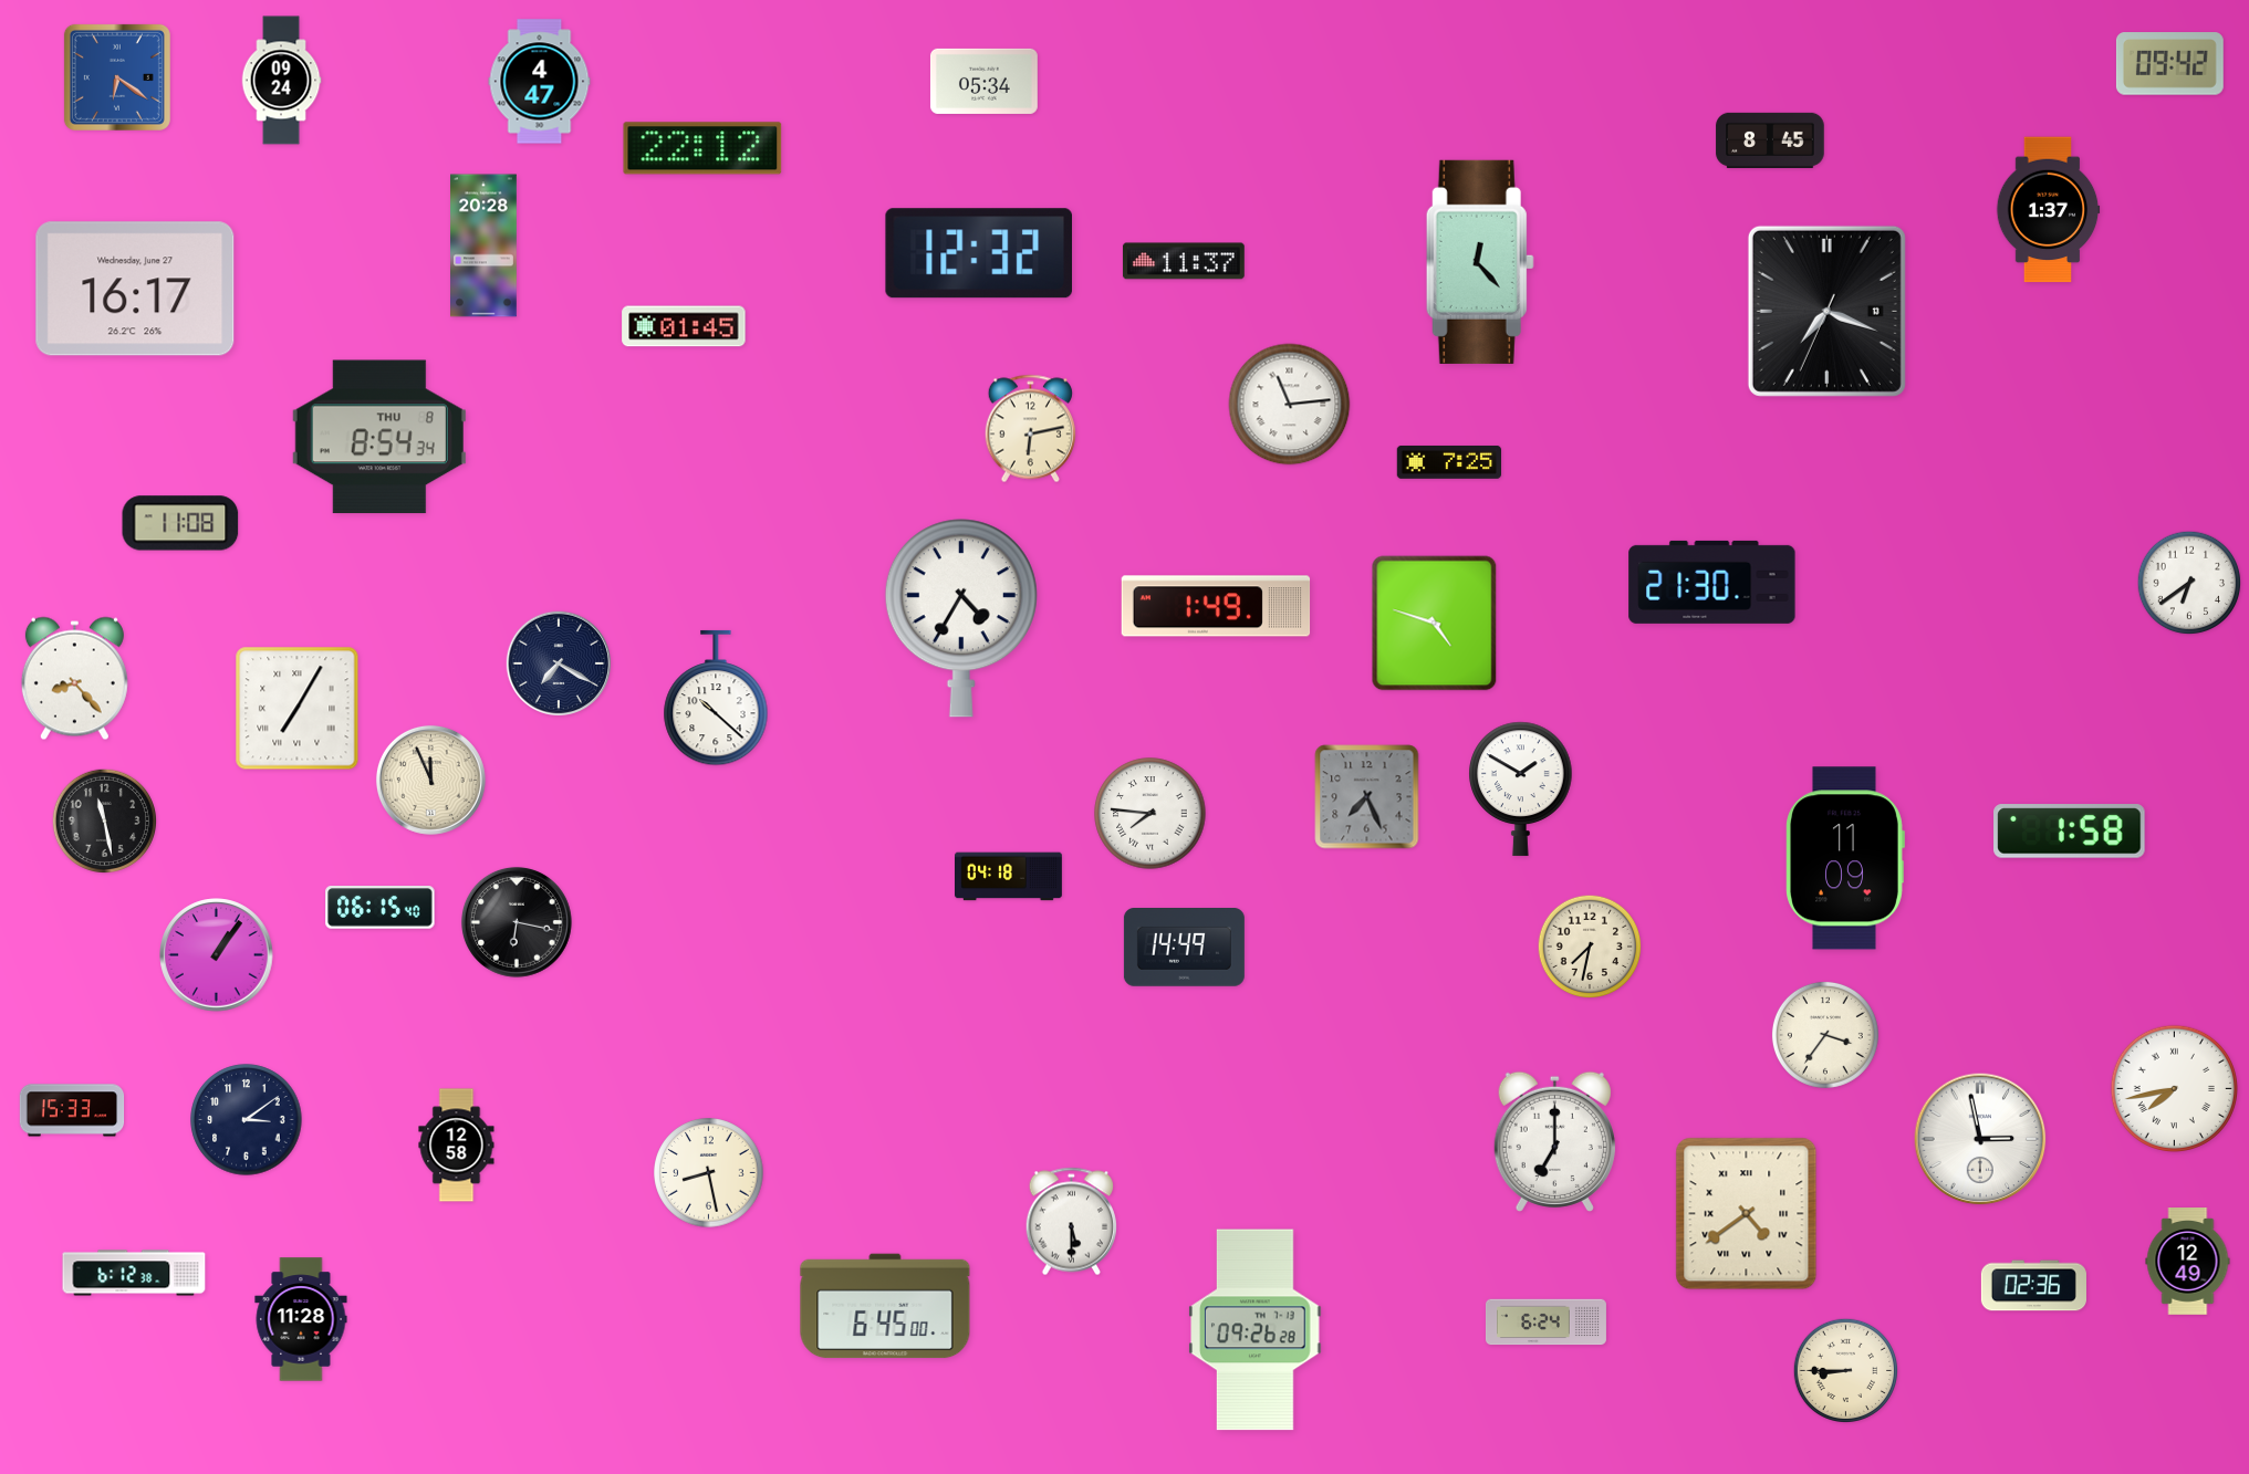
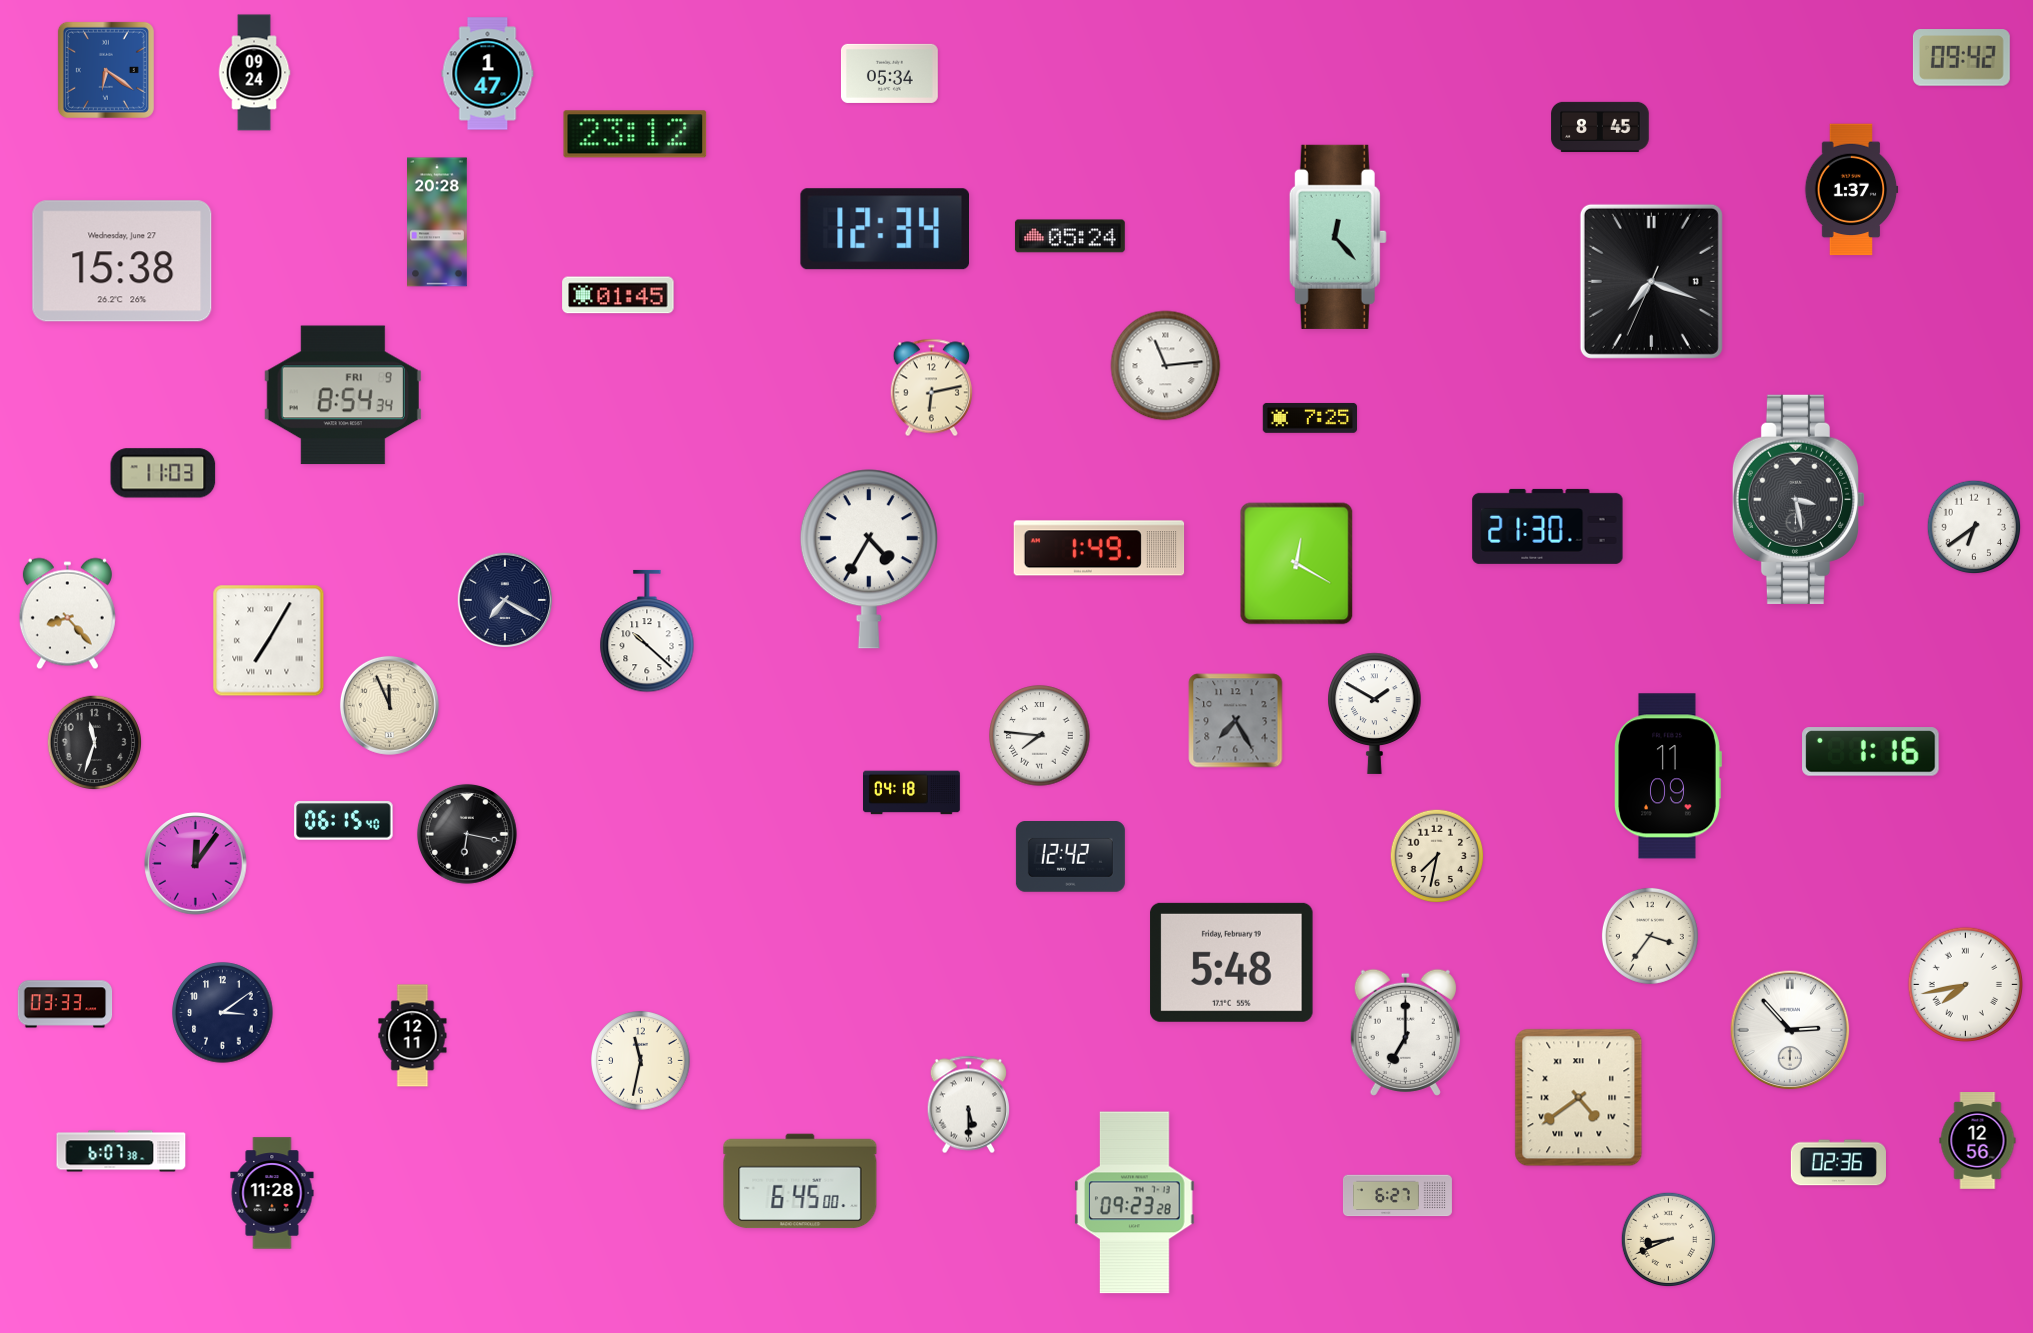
clock at (540, 82): 4:47 -> 1:47
clock at (702, 148): 22:12 -> 23:12
clock at (978, 253): 12:32 -> 12:34
clock at (1184, 261): 11:37 -> 05:24
clock at (135, 289): 16:17 -> 15:38
clock at (379, 437) date: THU 8 -> FRI 9
clock at (180, 523): 11:08 -> 11:03
clock at (1798, 499): none -> 3:28
clock at (2189, 583) position: (2189, 583) -> (1974, 527)
clock at (1435, 624): 4:48 -> 12:20
clock at (1367, 797): 7:26 -> 7:25
clock at (104, 820): 11:28 -> 11:33
clock at (2070, 832): 1:58 -> 1:16
clock at (1184, 948): 14:49 -> 12:42
clock at (217, 955): 1:06 -> 12:06
clock at (1232, 962): none -> 5:48
clock at (72, 1110): 15:33 -> 03:33
clock at (1980, 1139): 2:58 -> 2:53
clock at (457, 1146): 12:58 -> 12:11
clock at (709, 1173): 8:28 -> 11:32
clock at (2188, 1262): 12:49 -> 12:56
clock at (134, 1273): 6:12 -> 6:07
clock at (1545, 1323): 6:24 -> 6:27
clock at (1256, 1330): 09:26 -> 09:23
clock at (1845, 1370): 8:45 -> 8:41
